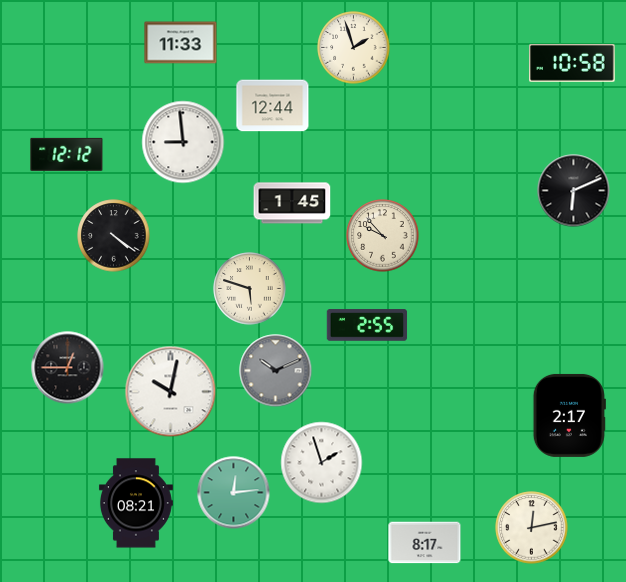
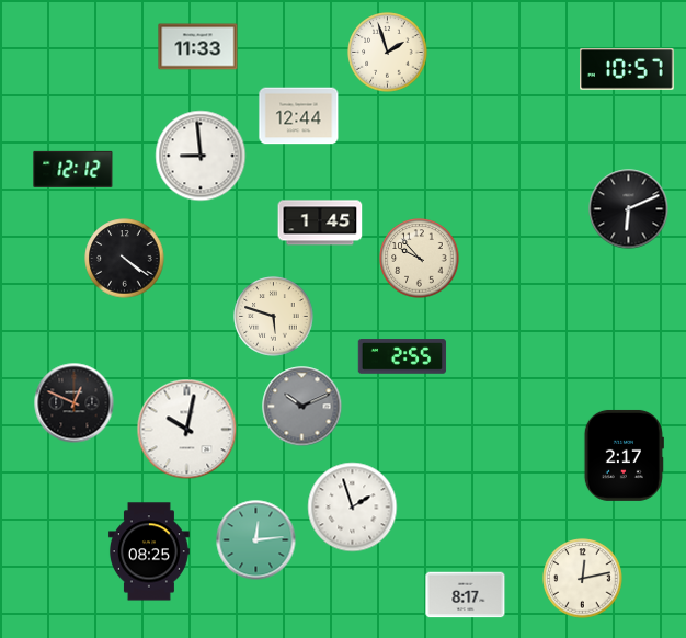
clock at (572, 64): 10:58 -> 10:57
clock at (68, 368): 12:45 -> 12:49
clock at (136, 503): 08:21 -> 08:25
